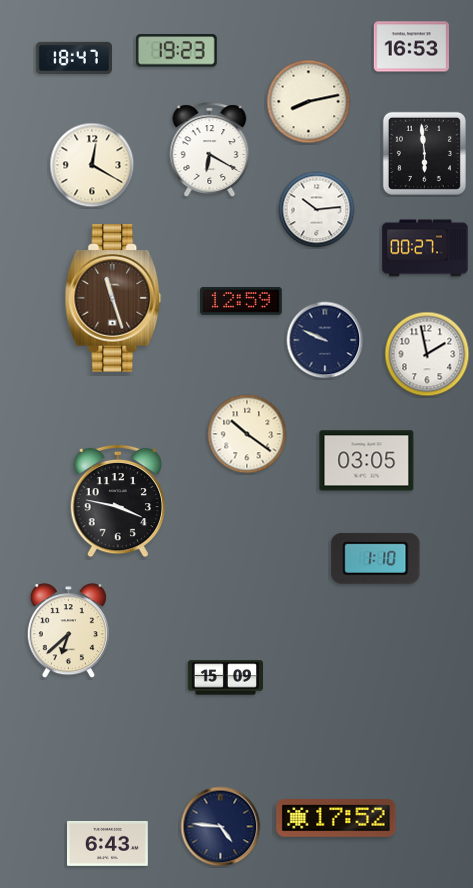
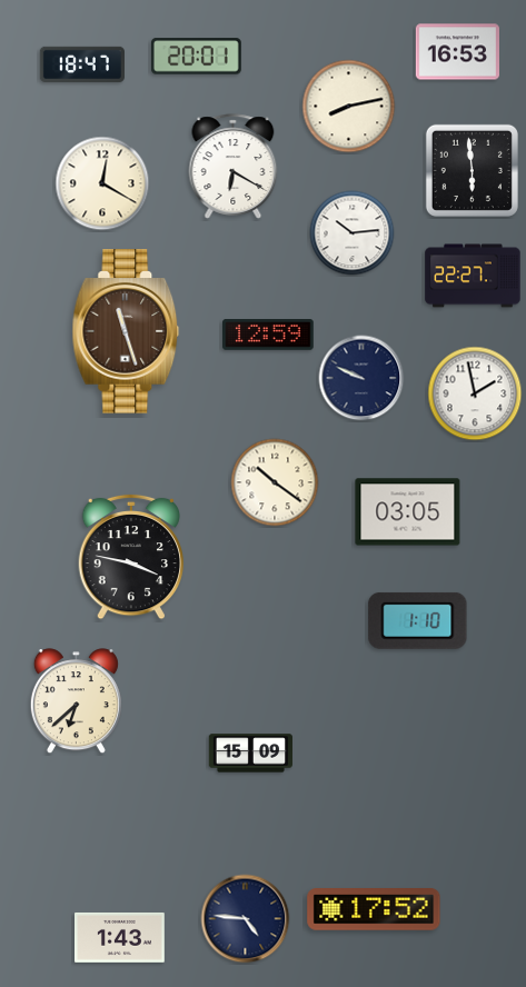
clock at (176, 51): 19:23 -> 20:01
clock at (309, 102) position: (309, 102) -> (349, 107)
clock at (425, 248): 00:27 -> 22:27
clock at (108, 843): 6:43 -> 1:43
